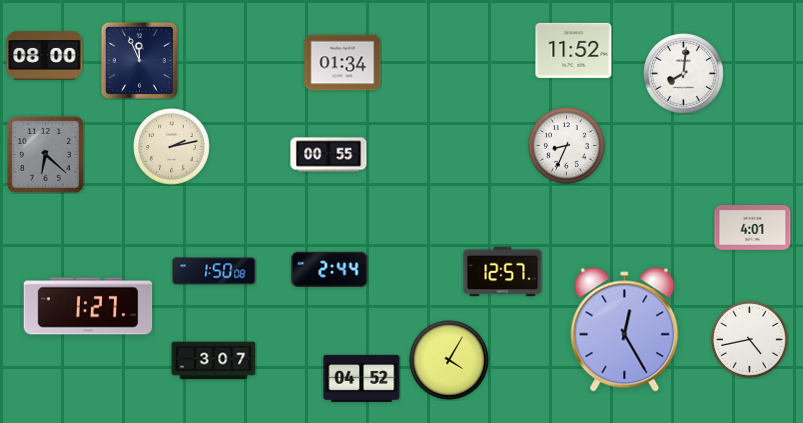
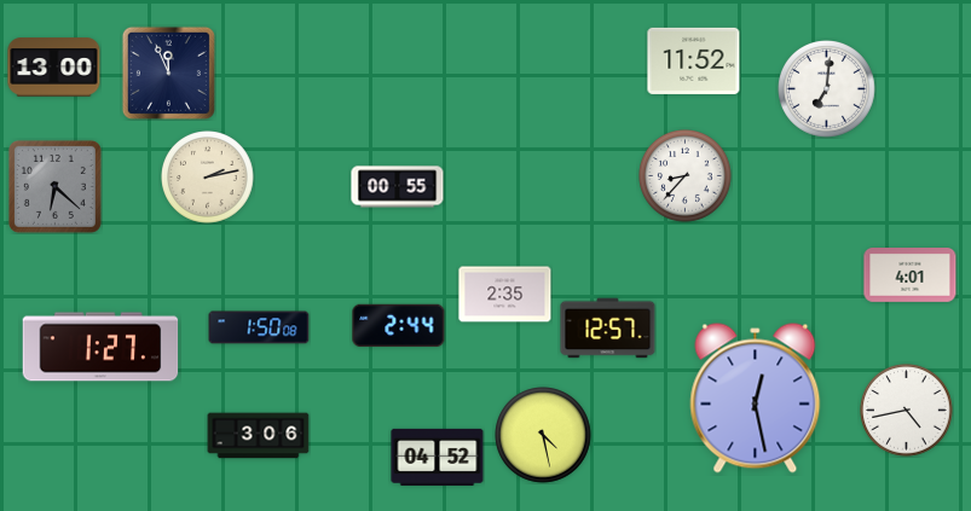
clock at (45, 56): 08:00 -> 13:00
clock at (343, 63): 01:34 -> none
clock at (684, 74): 8:01 -> 7:01
clock at (567, 146): 8:34 -> 8:37
clock at (505, 295): none -> 2:35
clock at (88, 306) position: (88, 306) -> (100, 347)
clock at (625, 330): 12:25 -> 12:28
clock at (214, 361): 3:07 -> 3:06
clock at (450, 361): 4:05 -> 4:28
